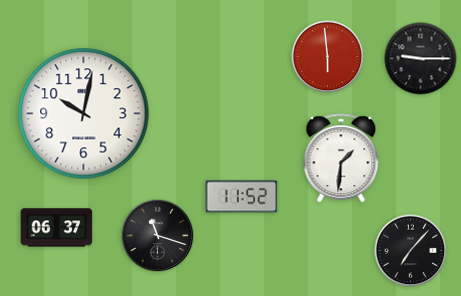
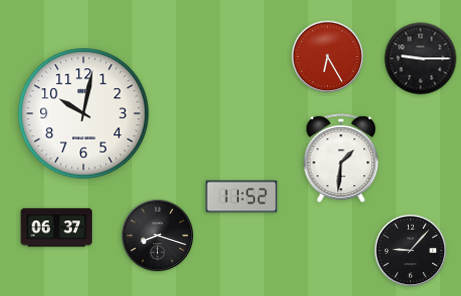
clock at (328, 57): 5:59 -> 6:25
clock at (158, 236): 11:18 -> 8:18
clock at (411, 251): 7:07 -> 9:07
